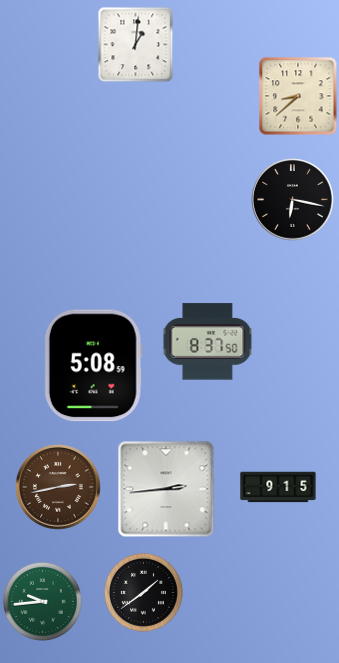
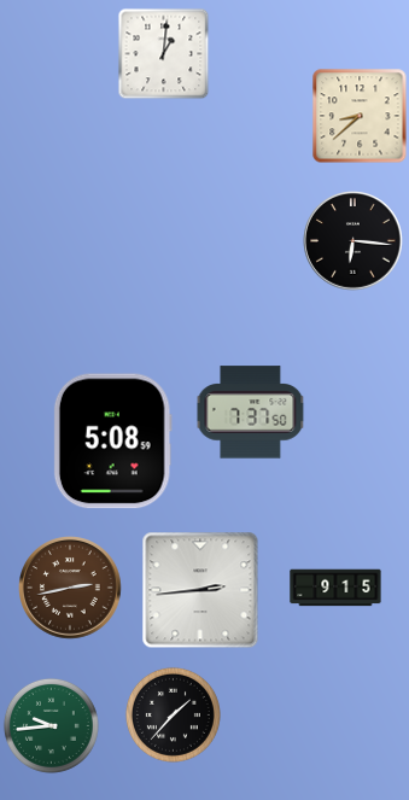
clock at (293, 200): 6:17 -> 6:16
clock at (208, 342): 8:37 -> 7:37
clock at (143, 592): 1:39 -> 1:37
